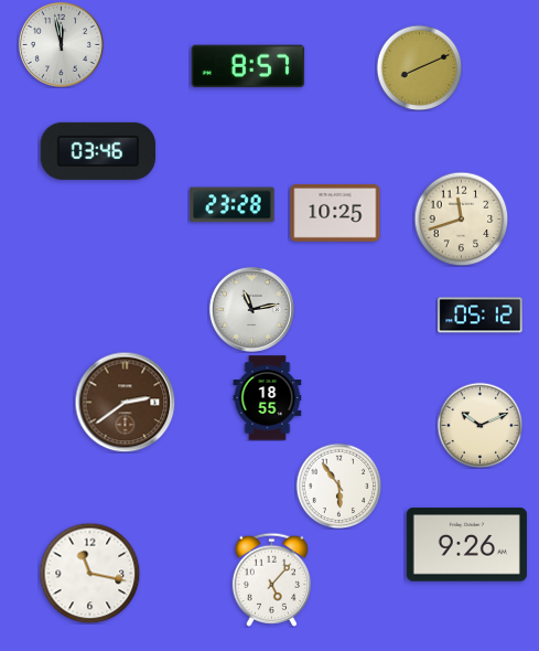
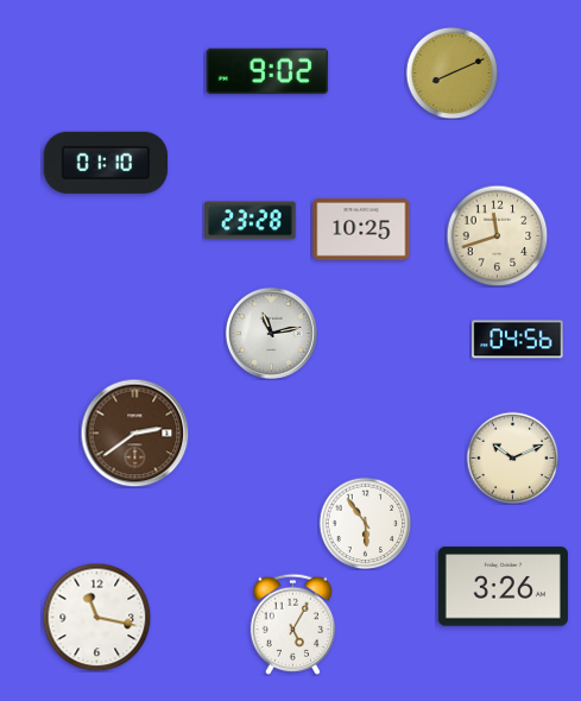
clock at (61, 44): 11:58 -> none
clock at (248, 66): 8:57 -> 9:02
clock at (98, 151): 03:46 -> 01:10
clock at (481, 316): 05:12 -> 04:56
clock at (268, 398): 18:55 -> none
clock at (479, 425) position: (479, 425) -> (512, 457)
clock at (466, 545): 9:26 -> 3:26
clock at (271, 579): 5:07 -> 5:05
